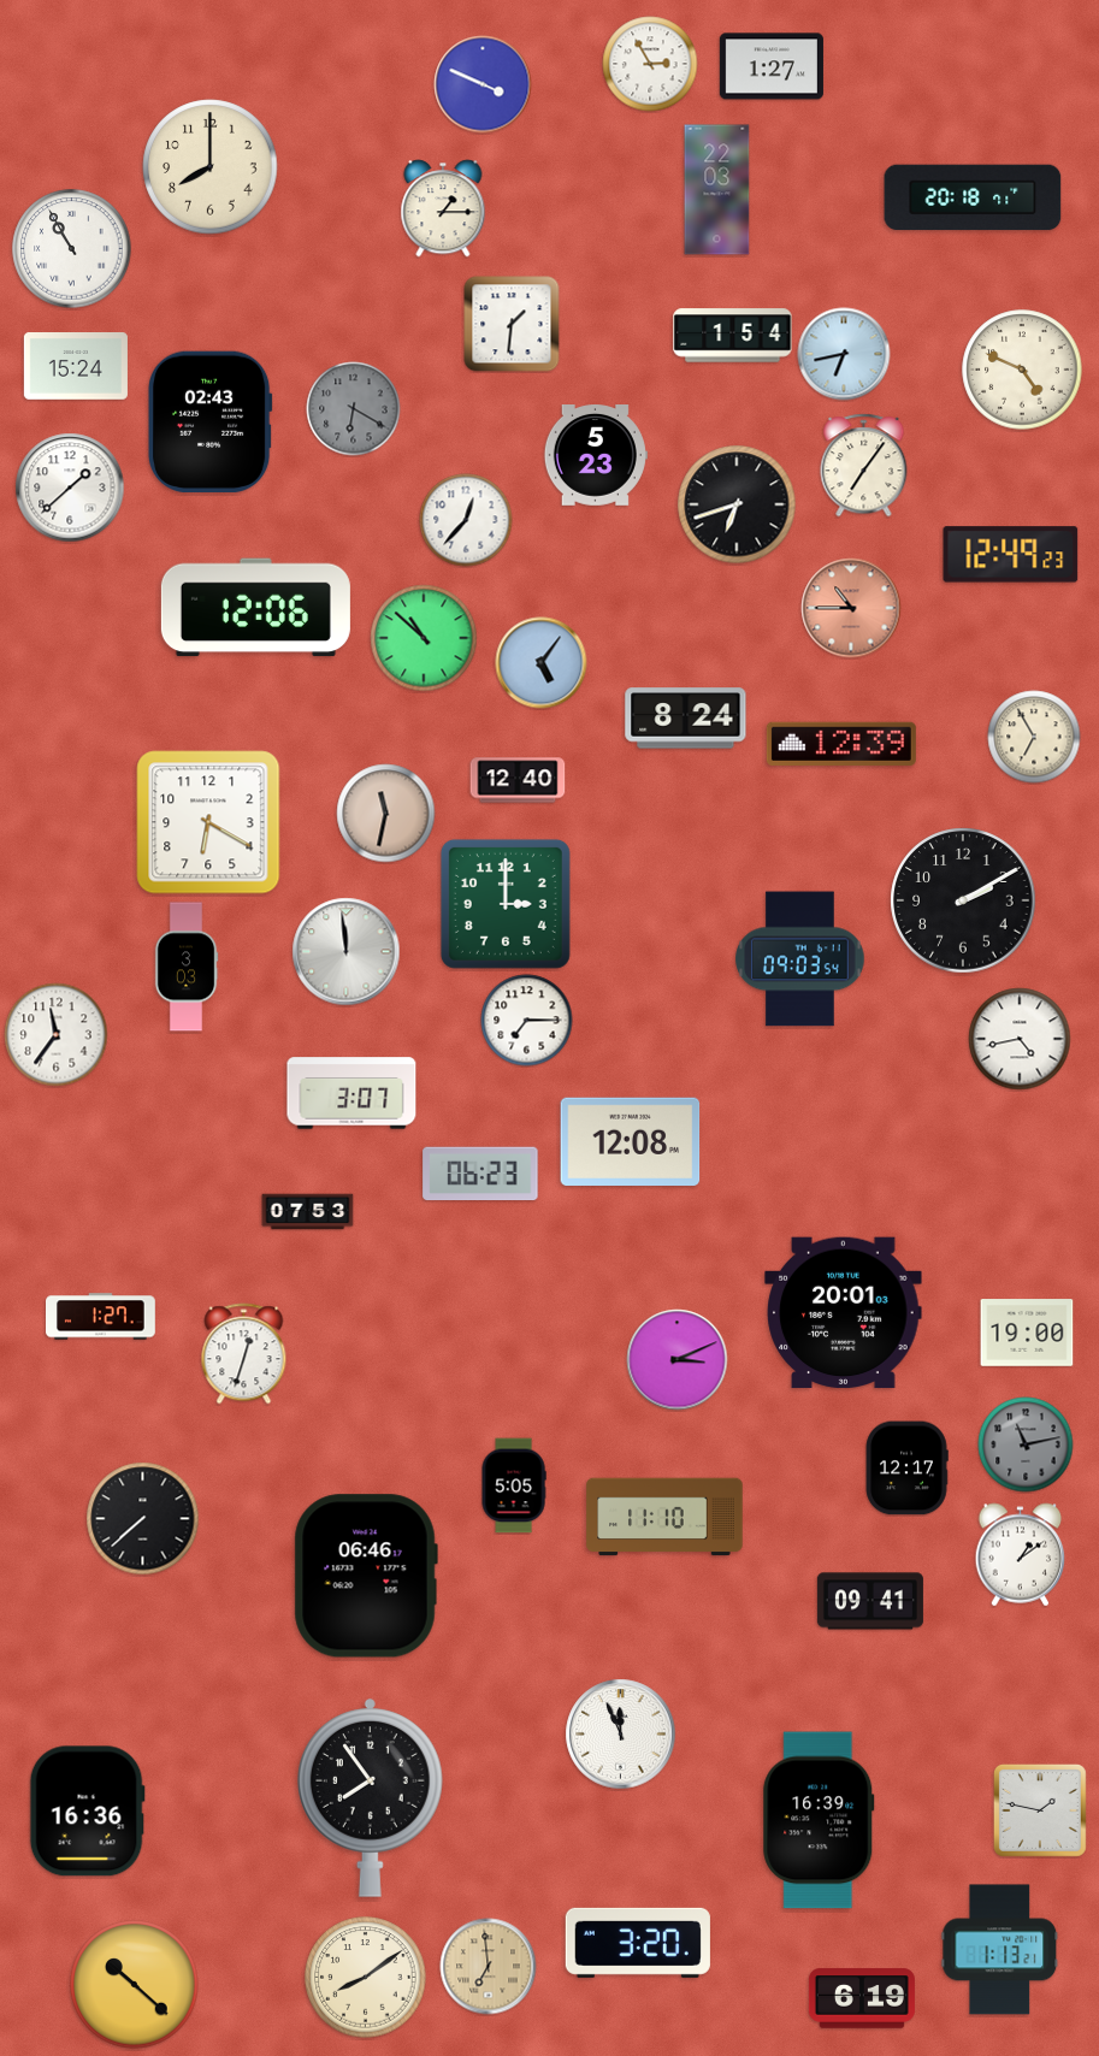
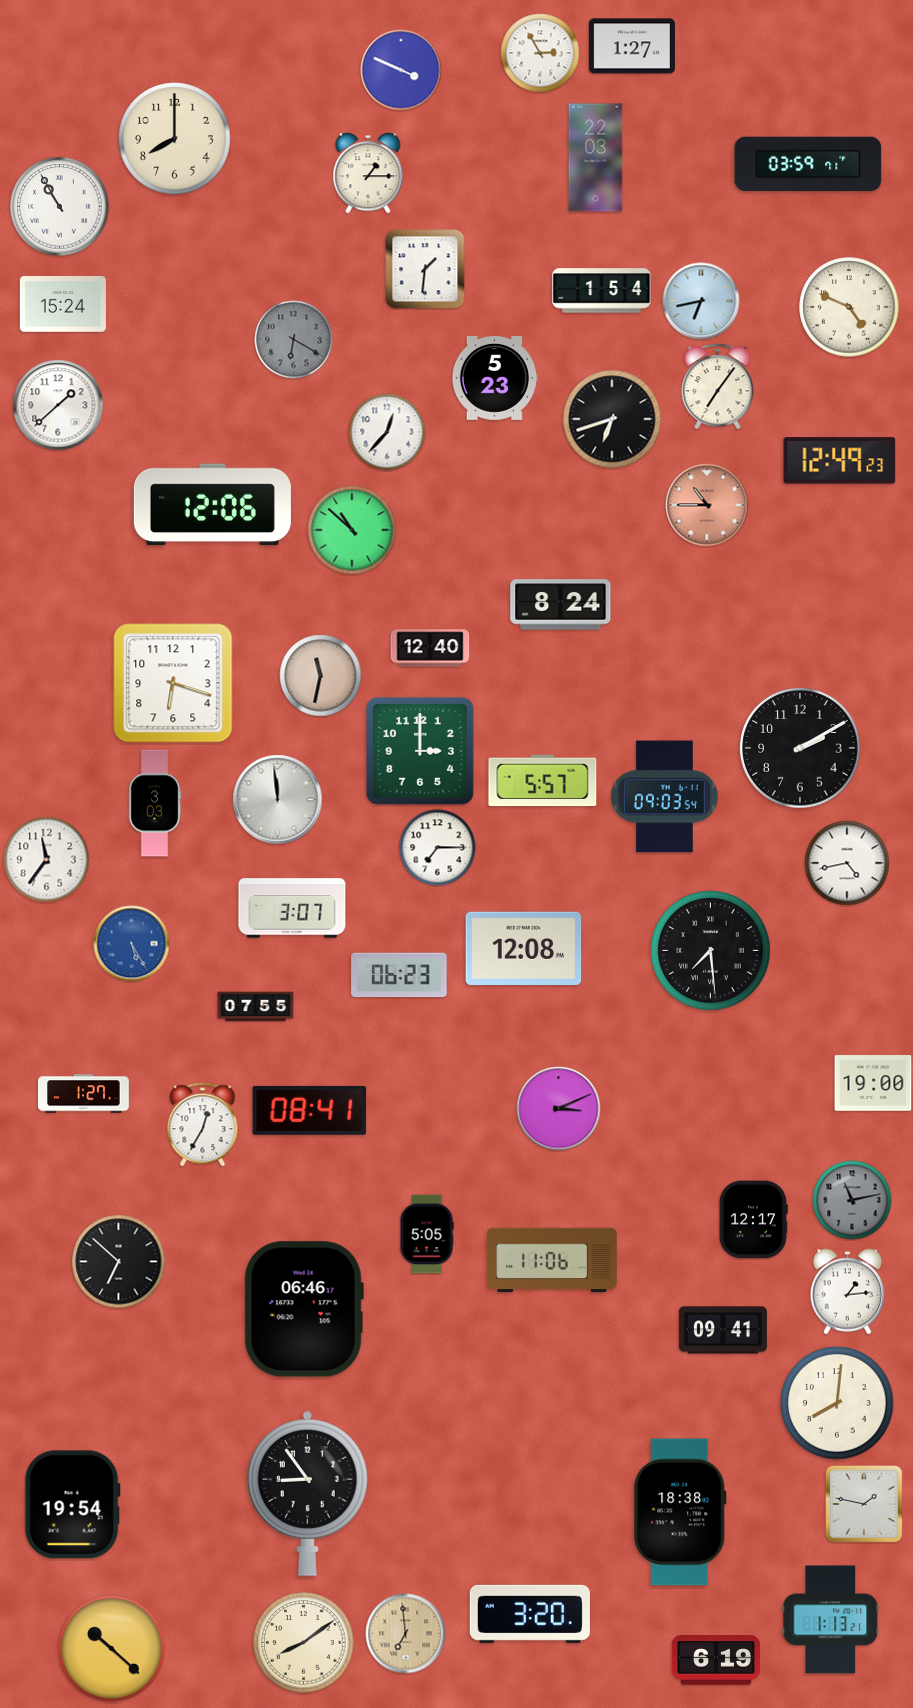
clock at (772, 66) position: (772, 66) -> (632, 46)
clock at (973, 197): 20:18 -> 03:59
clock at (733, 336) position: (733, 336) -> (602, 291)
clock at (844, 354) position: (844, 354) -> (701, 301)
clock at (209, 421): 02:43 -> none
clock at (542, 663): 5:06 -> none
clock at (686, 719) position: (686, 719) -> (561, 605)
clock at (1034, 737): 6:55 -> none
clock at (841, 744): 12:39 -> none
clock at (208, 822): 6:20 -> 6:18
clock at (543, 781): none -> 5:57
clock at (347, 952) position: (347, 952) -> (278, 800)
clock at (132, 944): none -> 5:25
clock at (711, 951): none -> 7:29
clock at (308, 1212): 07:53 -> 07:55
clock at (844, 1313): 20:01 -> none
clock at (1027, 1333) position: (1027, 1333) -> (873, 1083)
clock at (310, 1110): none -> 08:41
clock at (244, 1354): 12:33 -> 12:35
clock at (678, 1360) position: (678, 1360) -> (559, 1109)
clock at (664, 1517): 11:10 -> 11:06
clock at (143, 1519): 7:38 -> 6:52
clock at (1021, 1555): 1:09 -> 1:14
clock at (837, 1403): none -> 8:01
clock at (621, 1735): 11:56 -> none
clock at (371, 1797): 7:54 -> 8:54
clock at (87, 1812): 16:36 -> 19:54
clock at (819, 1820): 16:39 -> 18:38
